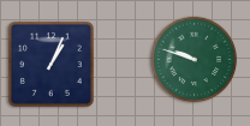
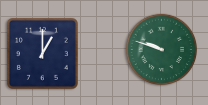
clock at (50, 64): 1:04 -> 1:00
